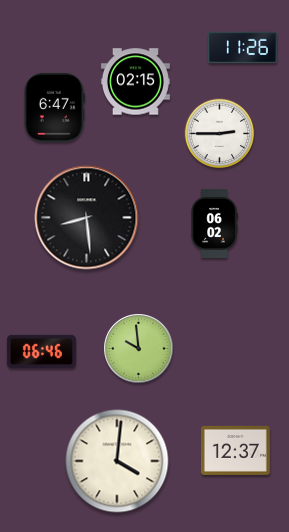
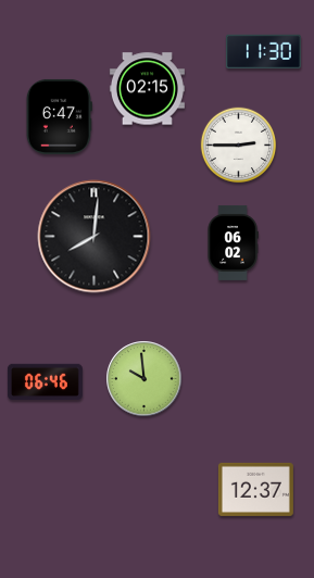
clock at (242, 48): 11:26 -> 11:30
clock at (87, 218): 8:29 -> 8:01
clock at (139, 349) position: (139, 349) -> (145, 379)
clock at (117, 461): 4:01 -> none
